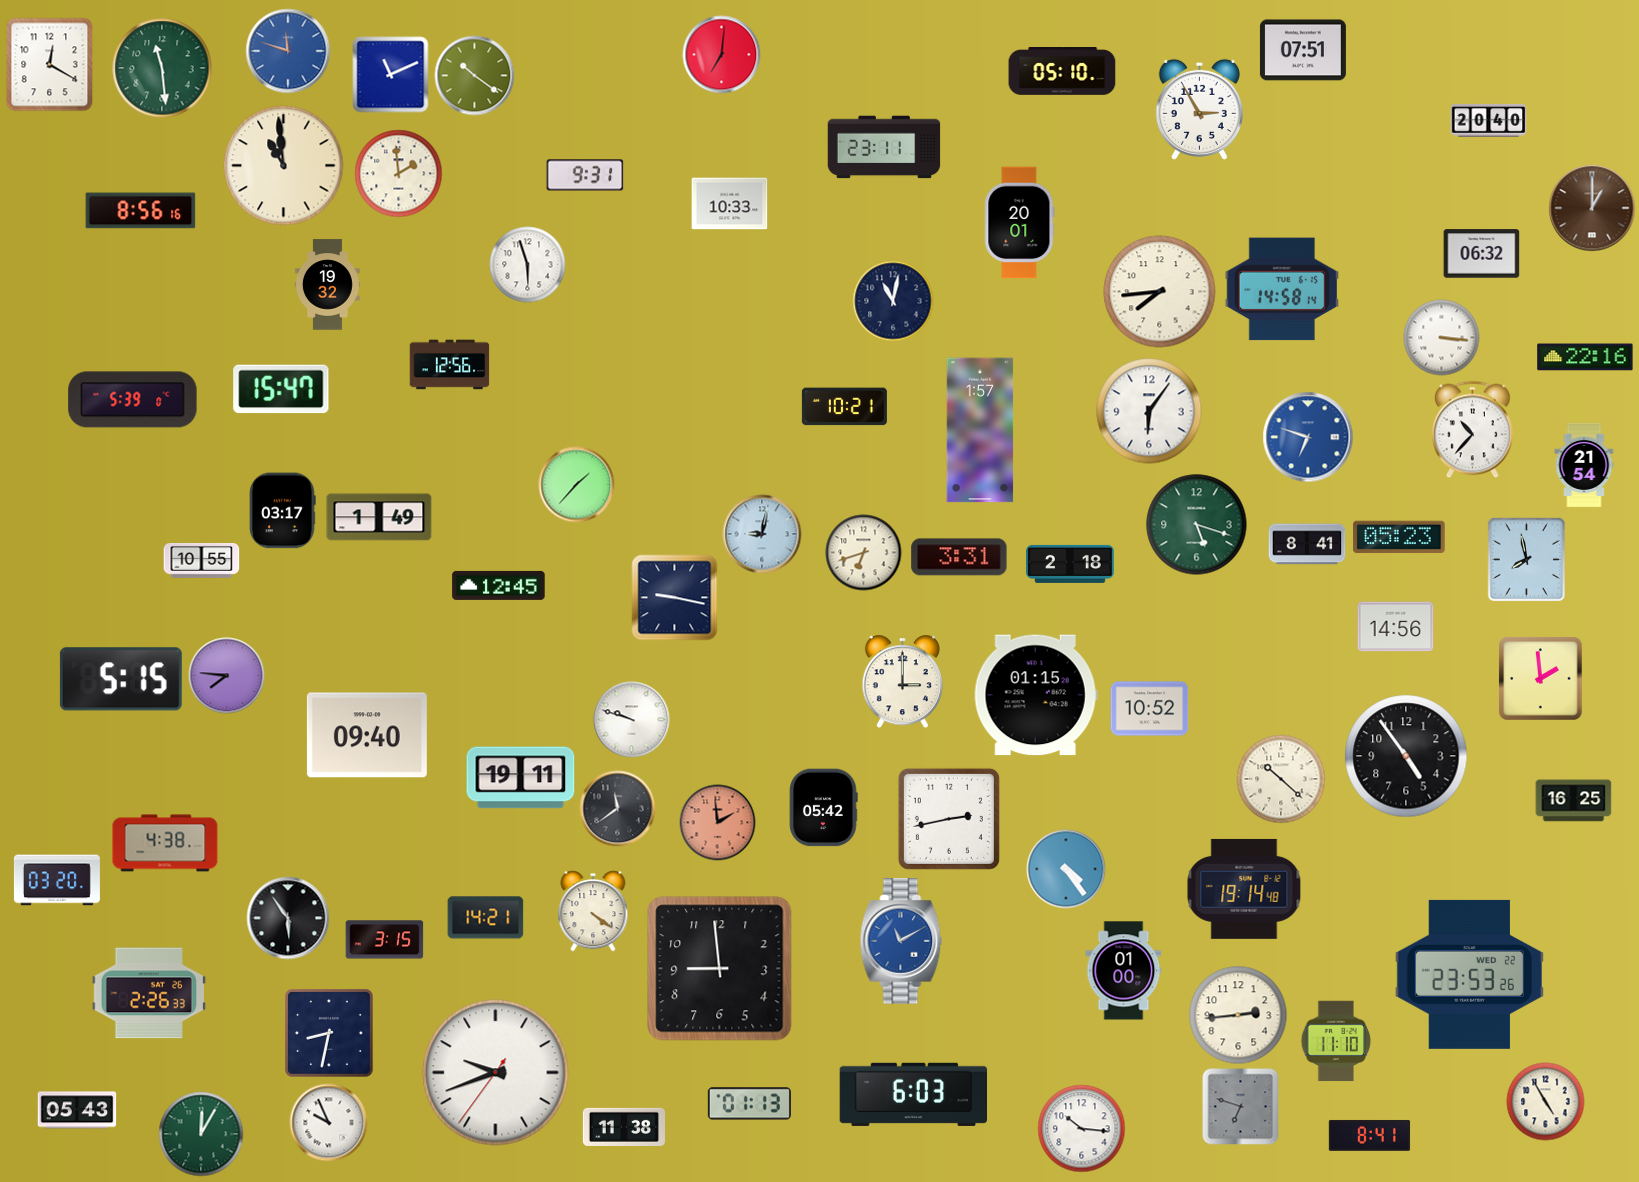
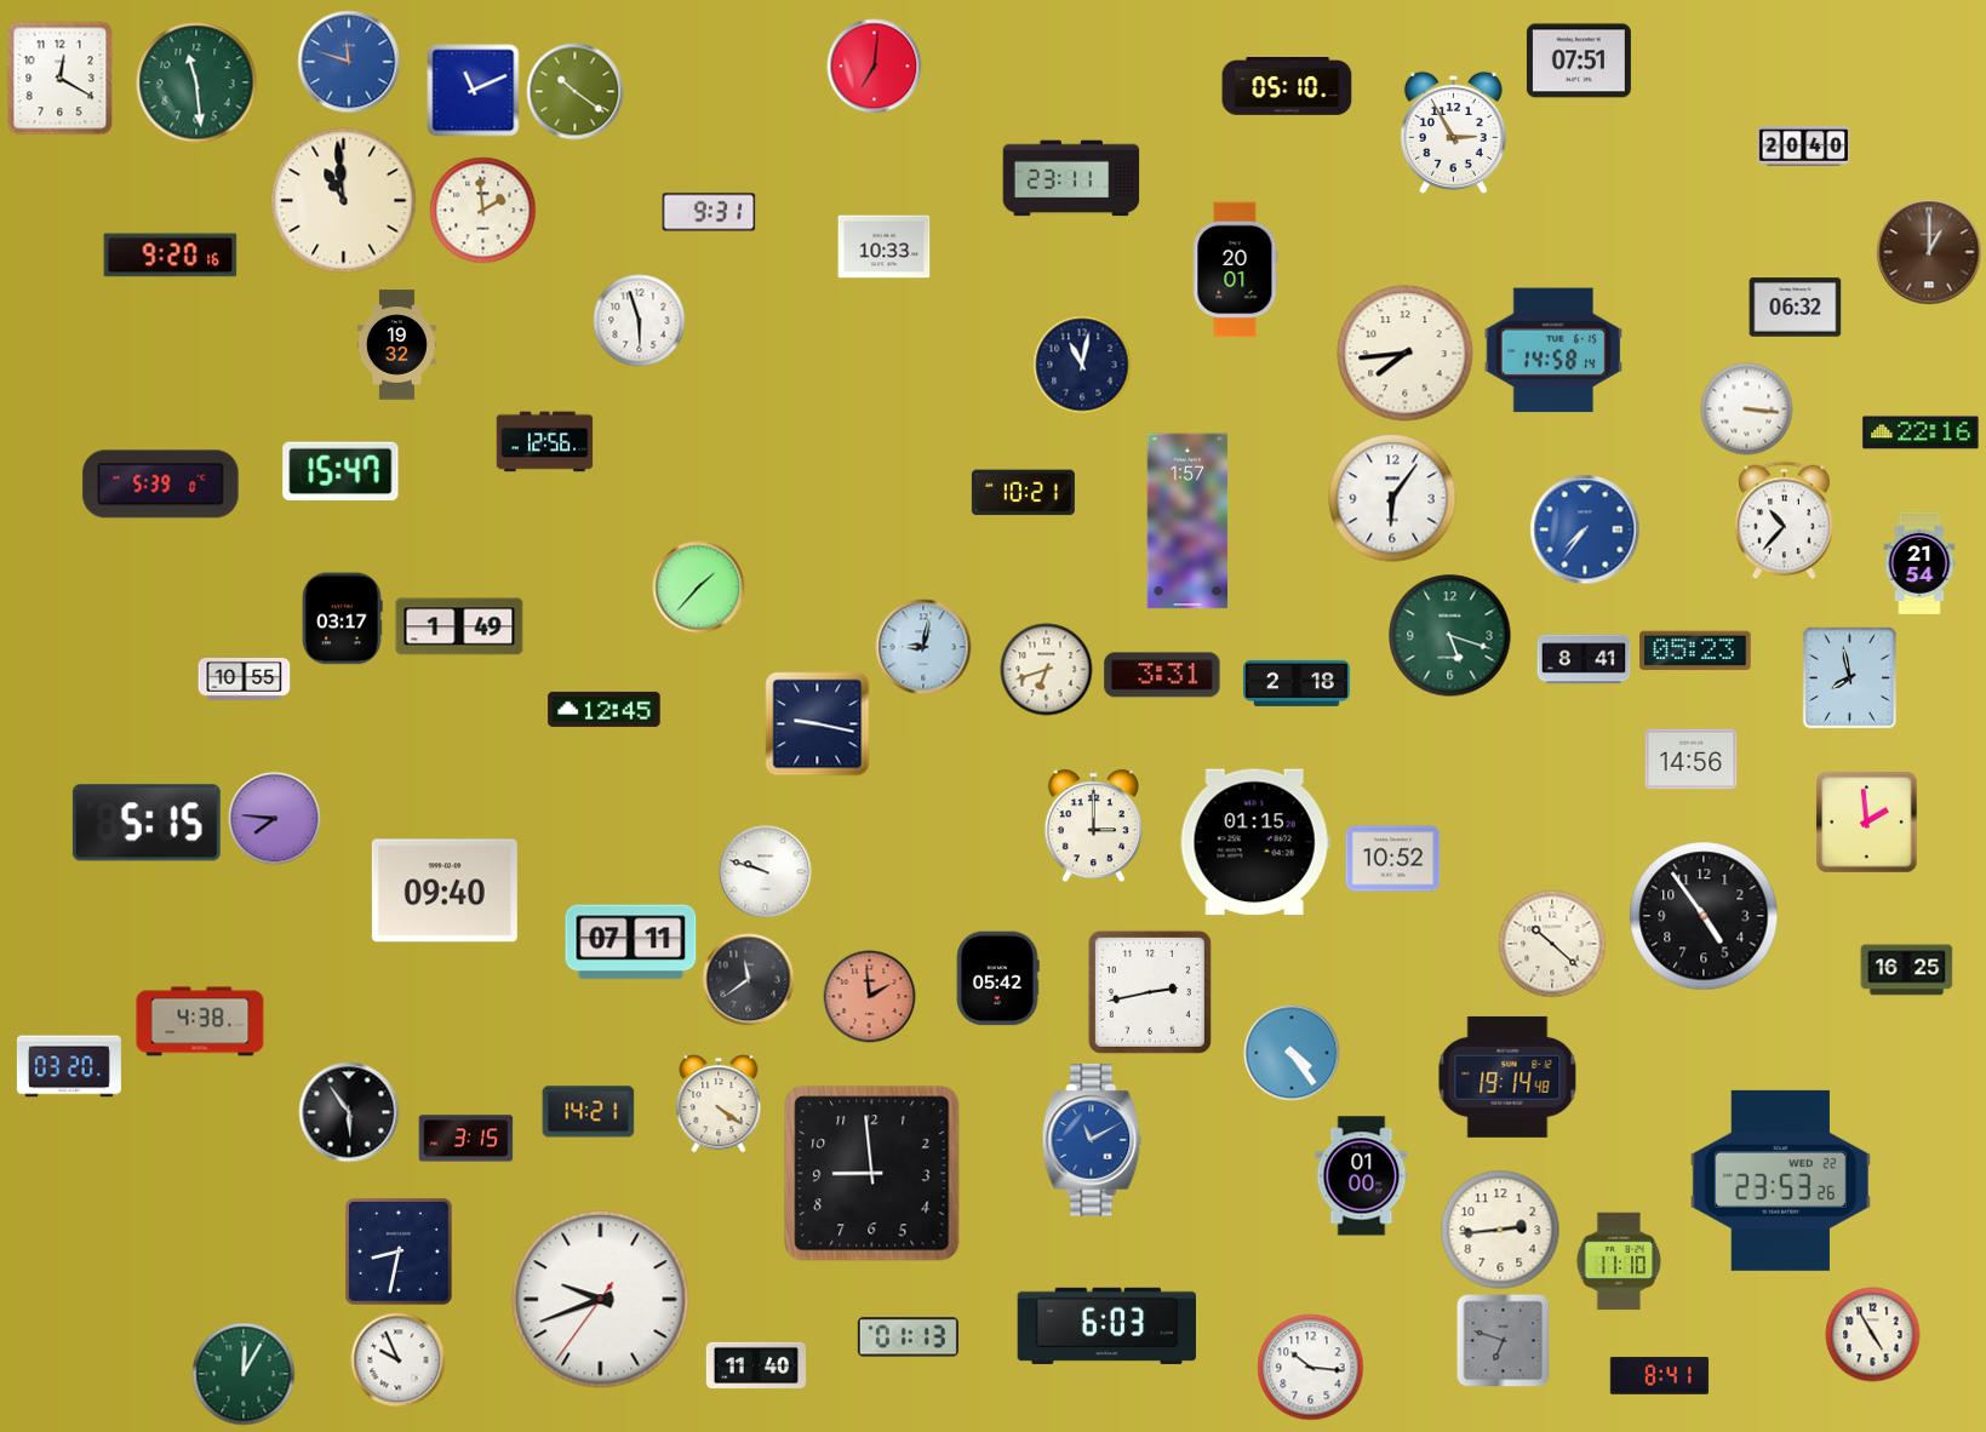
clock at (141, 211): 8:56 -> 9:20
clock at (1308, 437): 6:48 -> 7:36
clock at (521, 778): 19:11 -> 07:11
clock at (148, 993): 2:26 -> none
clock at (77, 1110): 05:43 -> none
clock at (623, 1127): 11:38 -> 11:40
